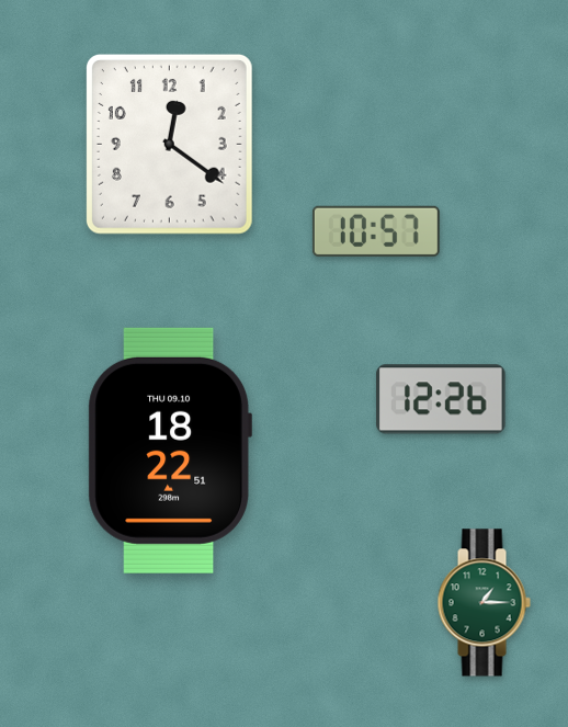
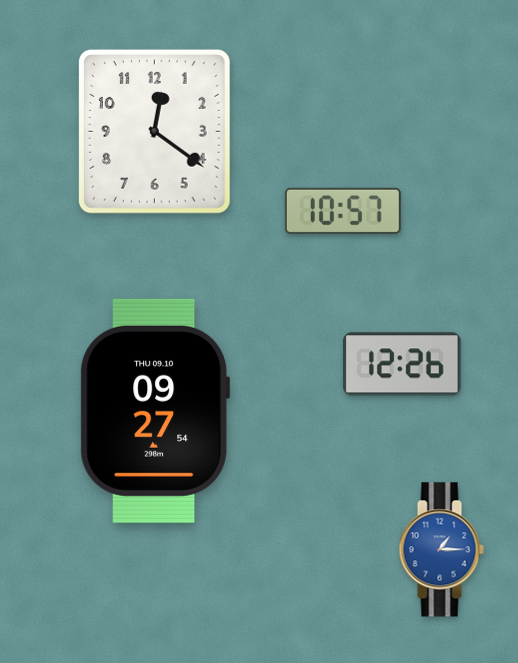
clock at (170, 451): 18:22 -> 09:27
clock at (484, 603) dial: green -> blue
